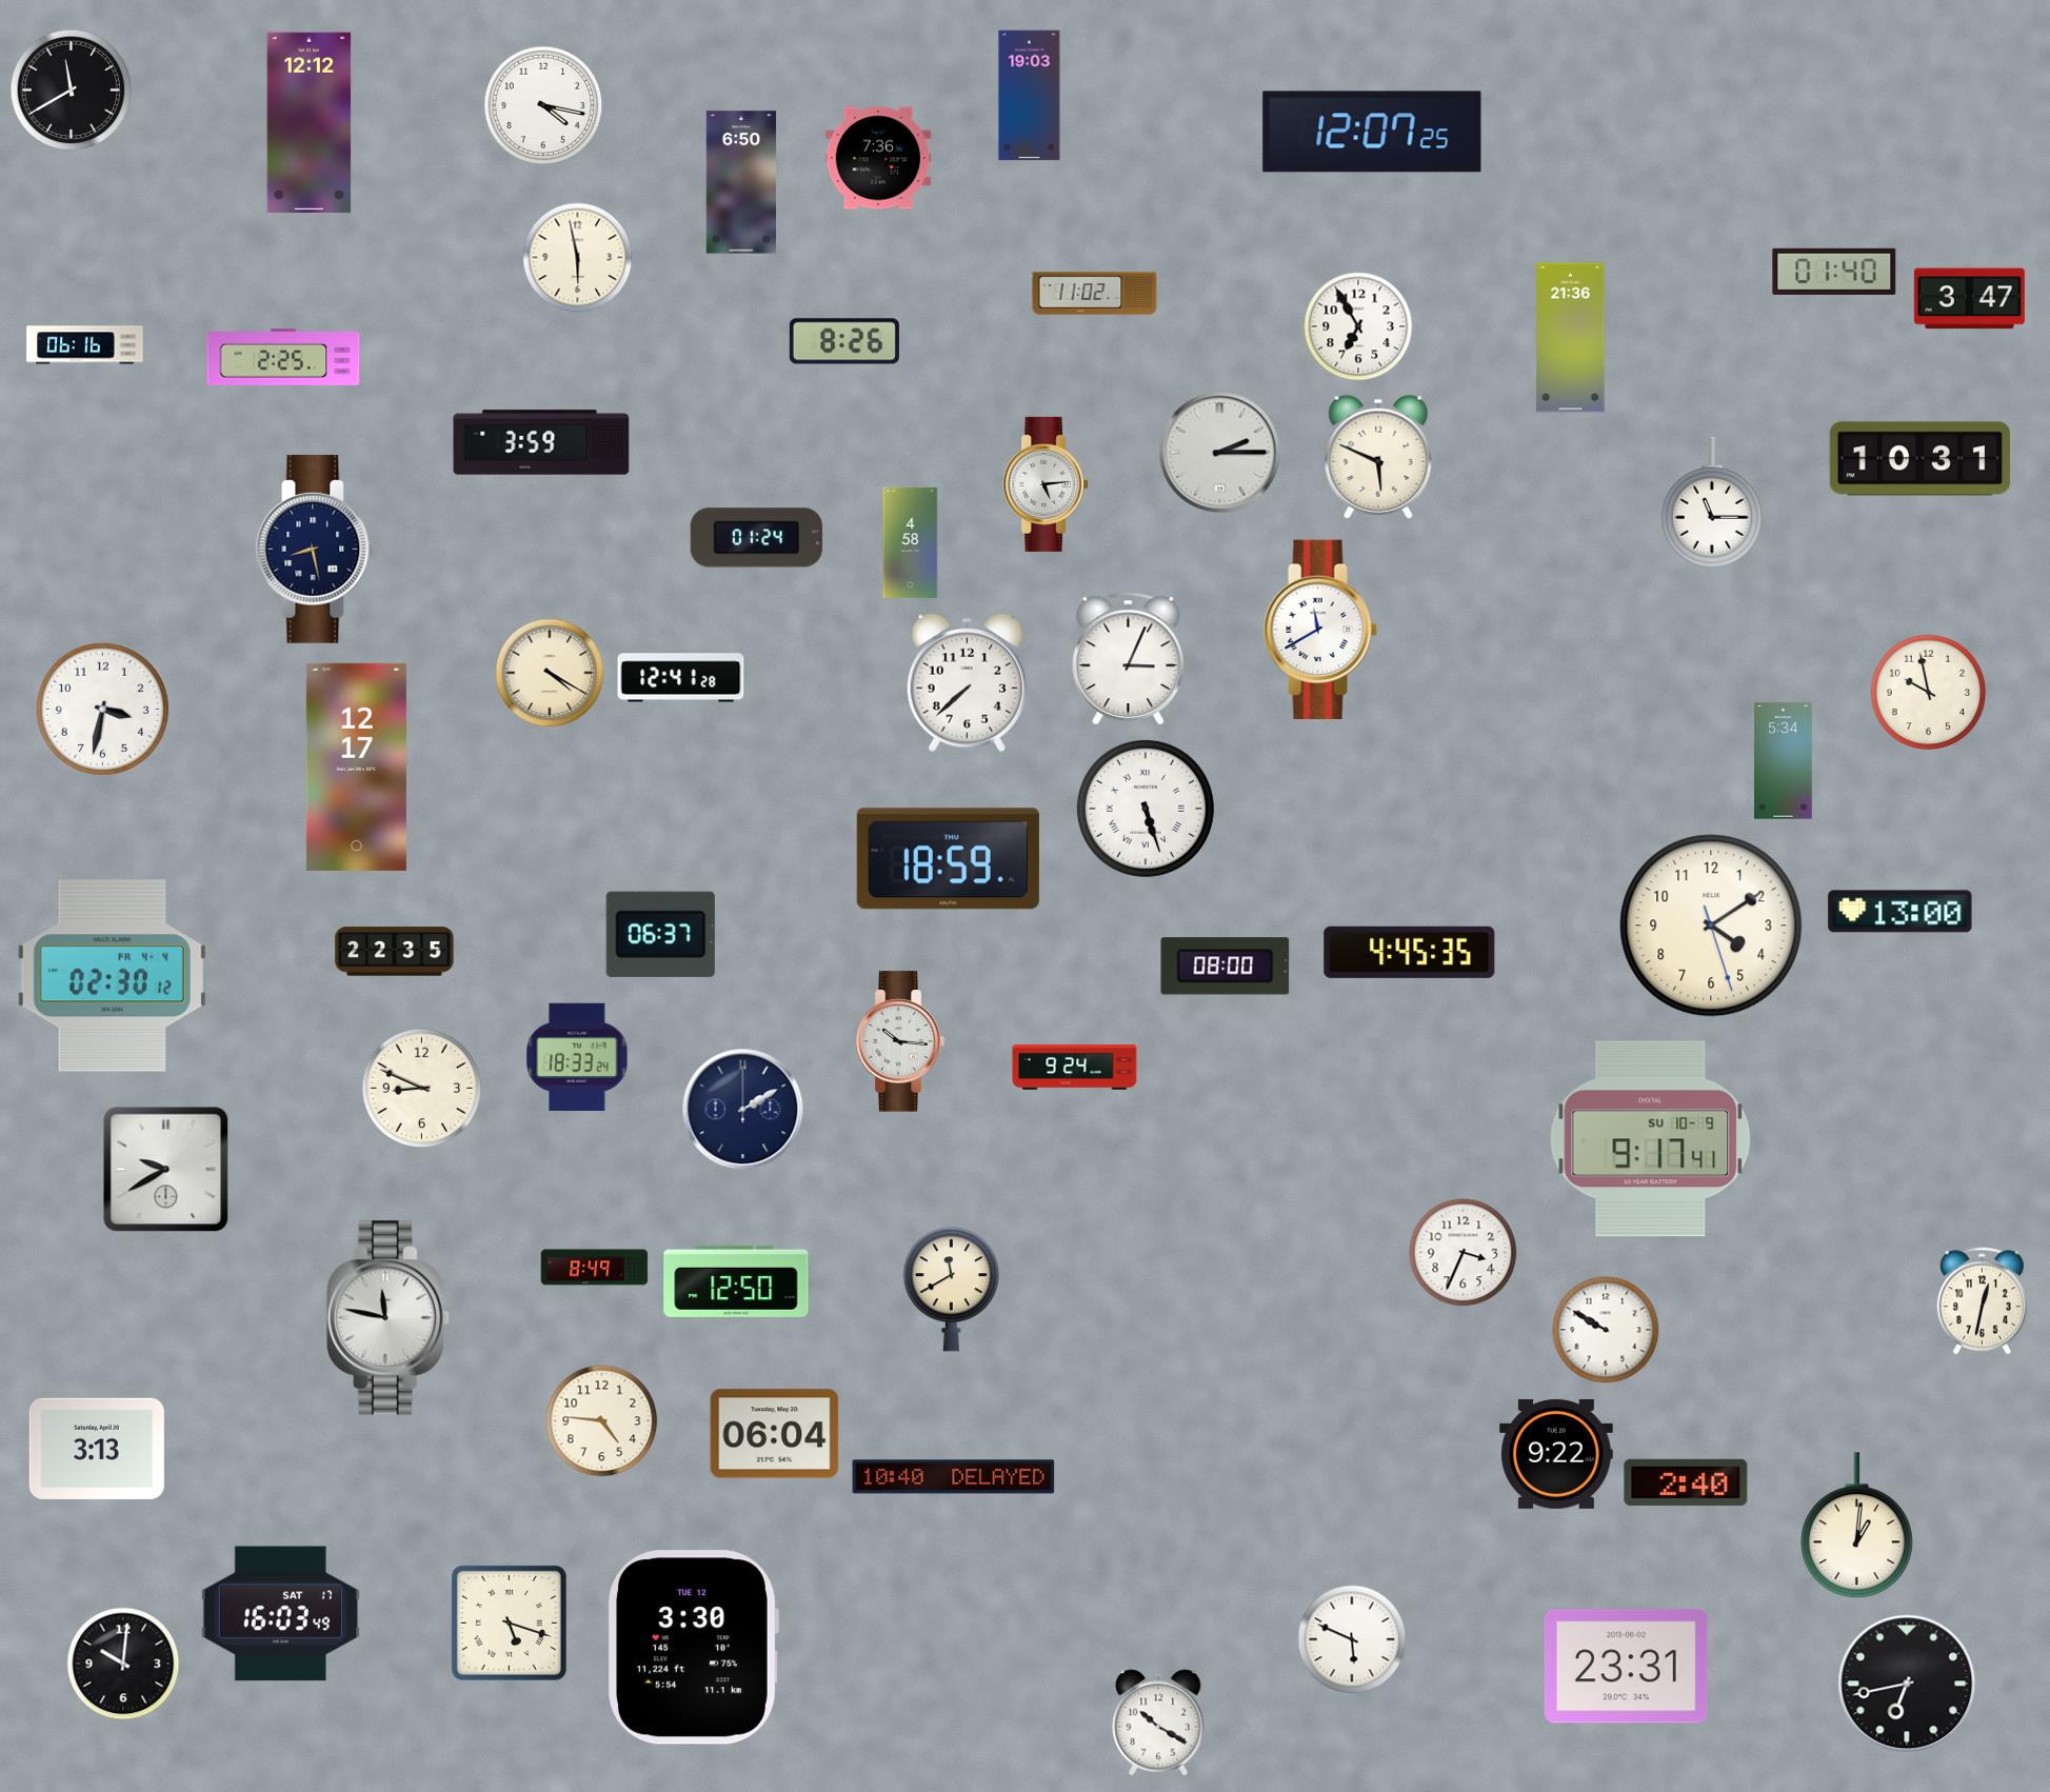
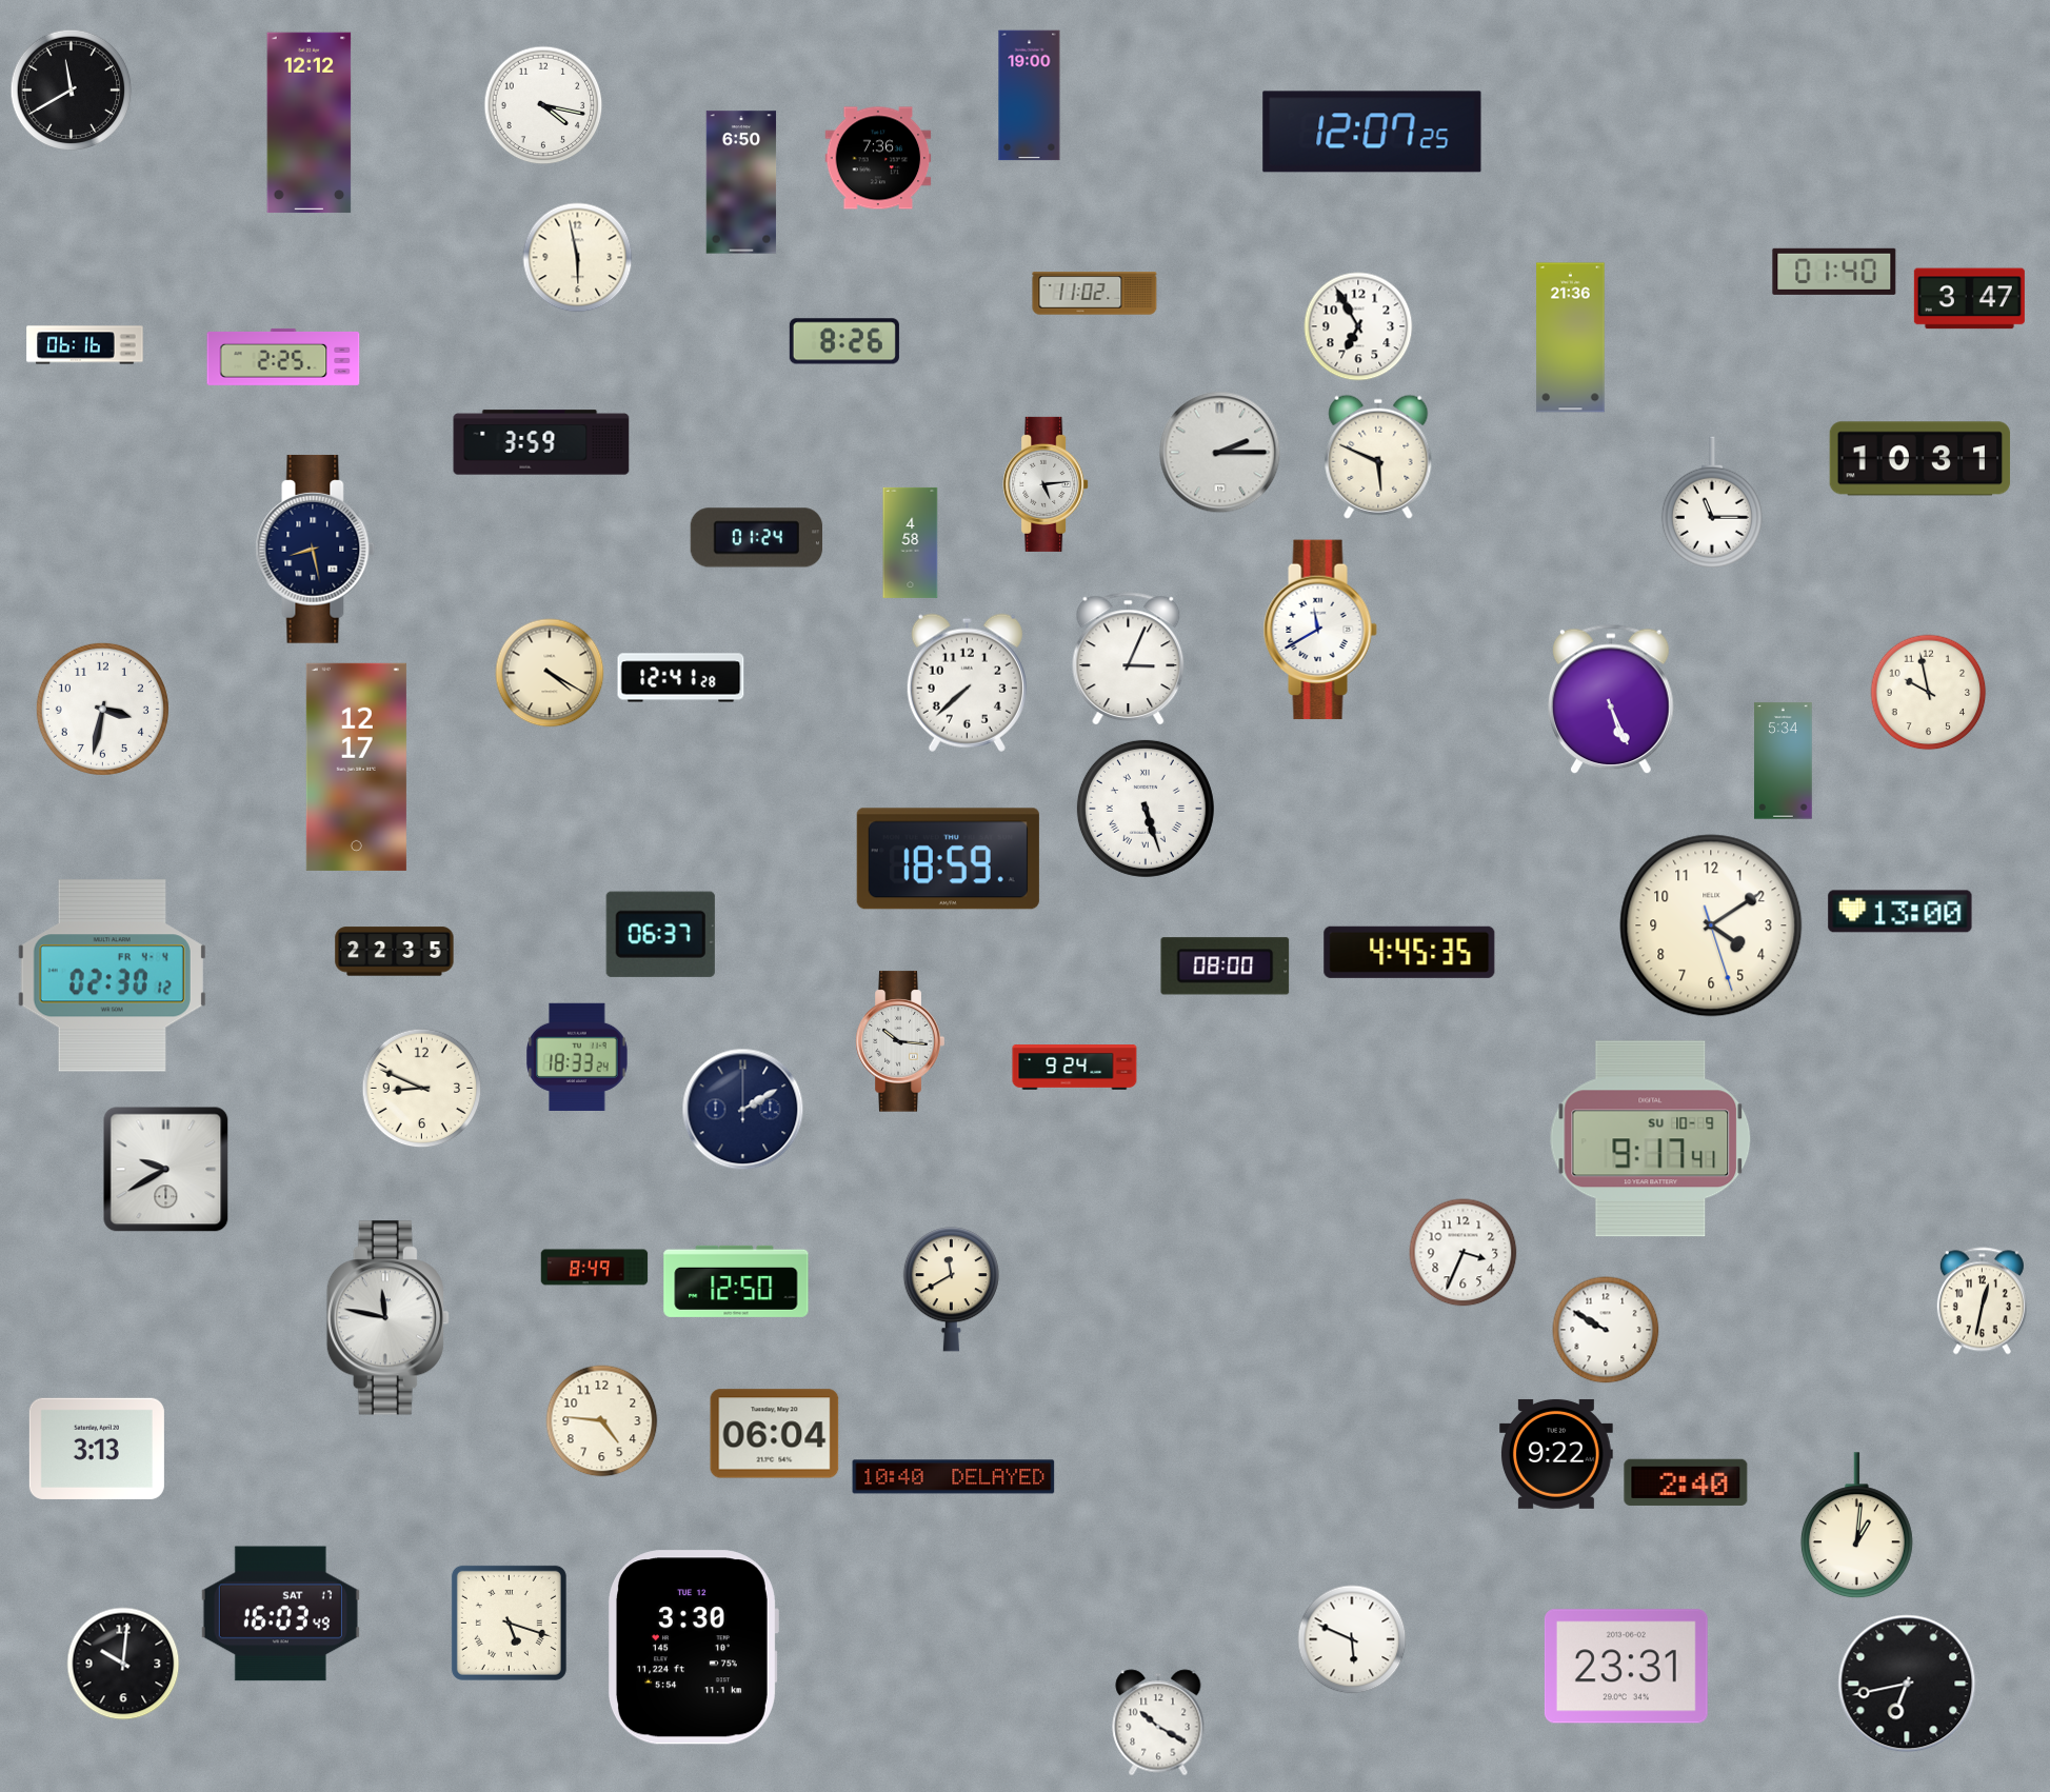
clock at (1030, 96): 19:03 -> 19:00
clock at (1612, 699): none -> 5:26
